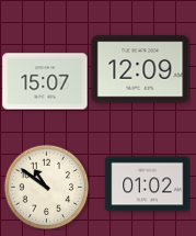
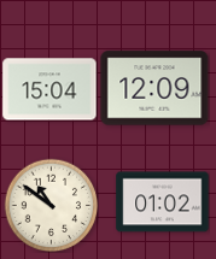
clock at (140, 69) position: (140, 69) -> (154, 88)
clock at (45, 81): 15:07 -> 15:04
